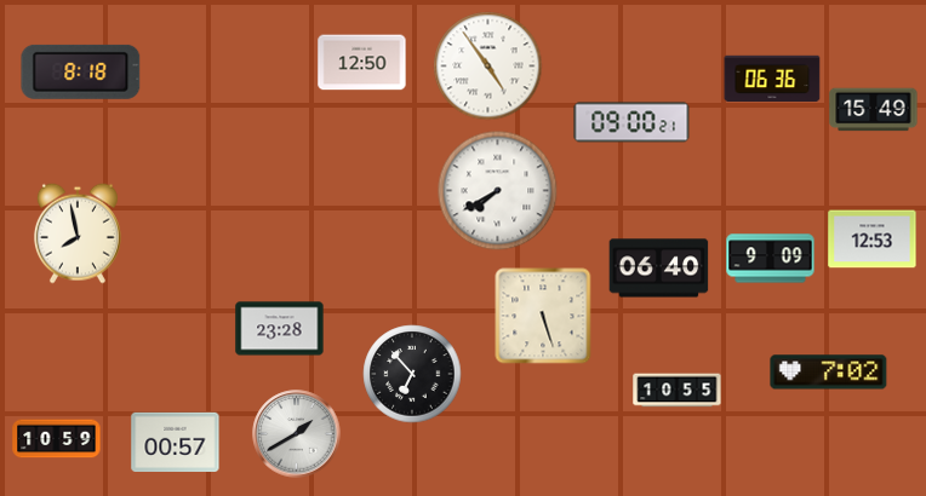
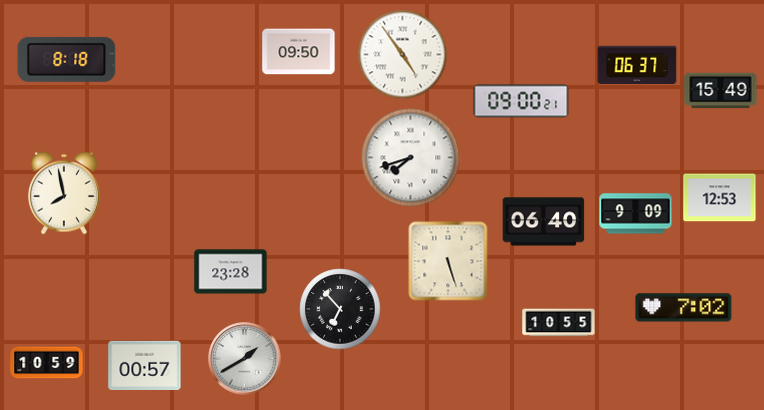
clock at (362, 63): 12:50 -> 09:50
clock at (772, 79): 06:36 -> 06:37
clock at (498, 191): 7:40 -> 7:42
